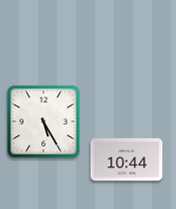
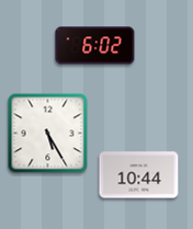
clock at (95, 46): none -> 6:02
